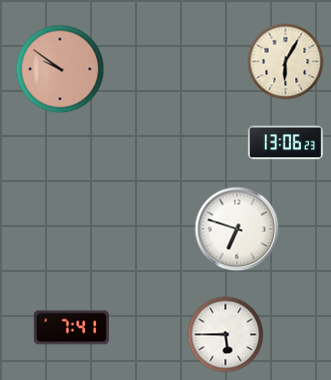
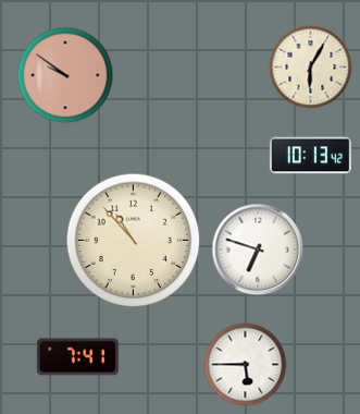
clock at (285, 143): 13:06 -> 10:13
clock at (134, 241): none -> 10:53
